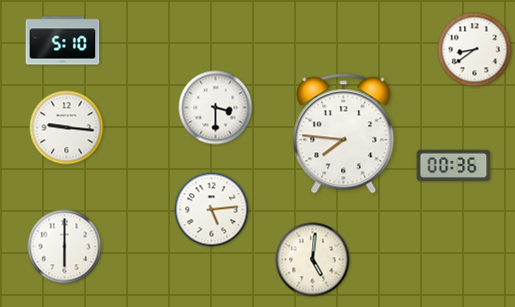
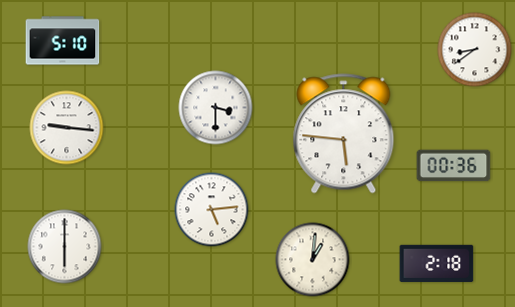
clock at (344, 134): 7:46 -> 5:46
clock at (313, 260): 5:01 -> 1:01
clock at (437, 263): none -> 2:18
